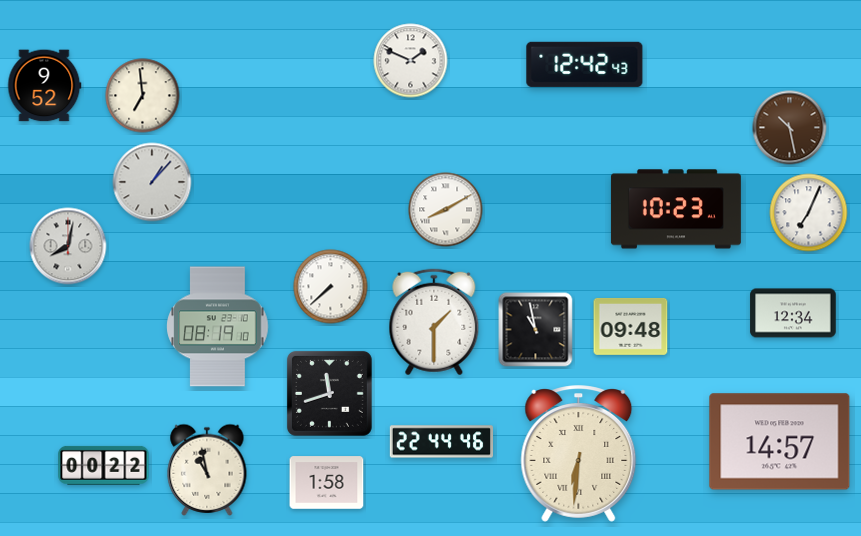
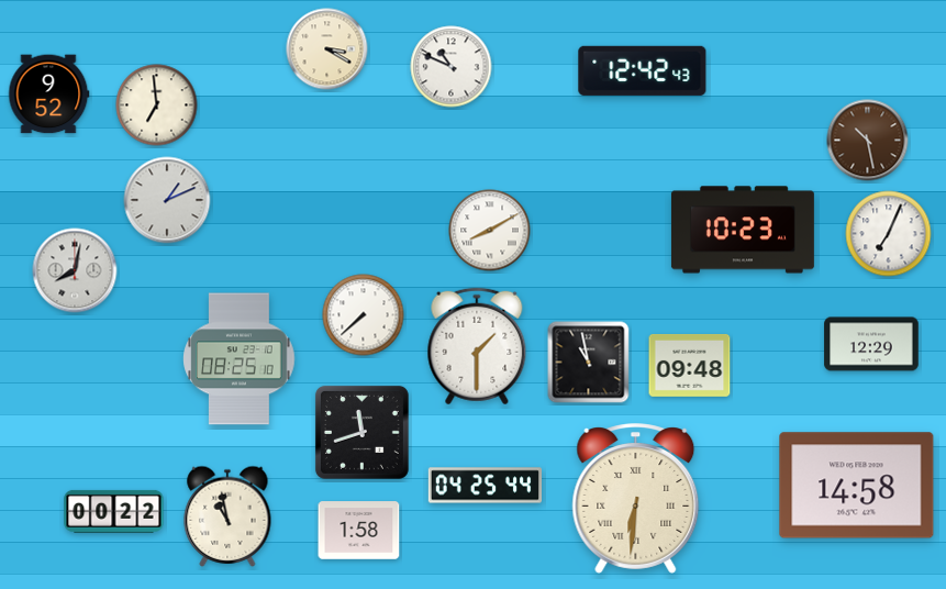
clock at (327, 49): none -> 3:20
clock at (411, 61): 1:49 -> 10:49
clock at (152, 182): 1:07 -> 1:11
clock at (793, 313): 12:34 -> 12:29
clock at (434, 322) position: (434, 322) -> (477, 346)
clock at (631, 326) position: (631, 326) -> (690, 365)
clock at (218, 327): 08:19 -> 08:25
clock at (441, 442): 22:44 -> 04:25
clock at (780, 442): 14:57 -> 14:58
